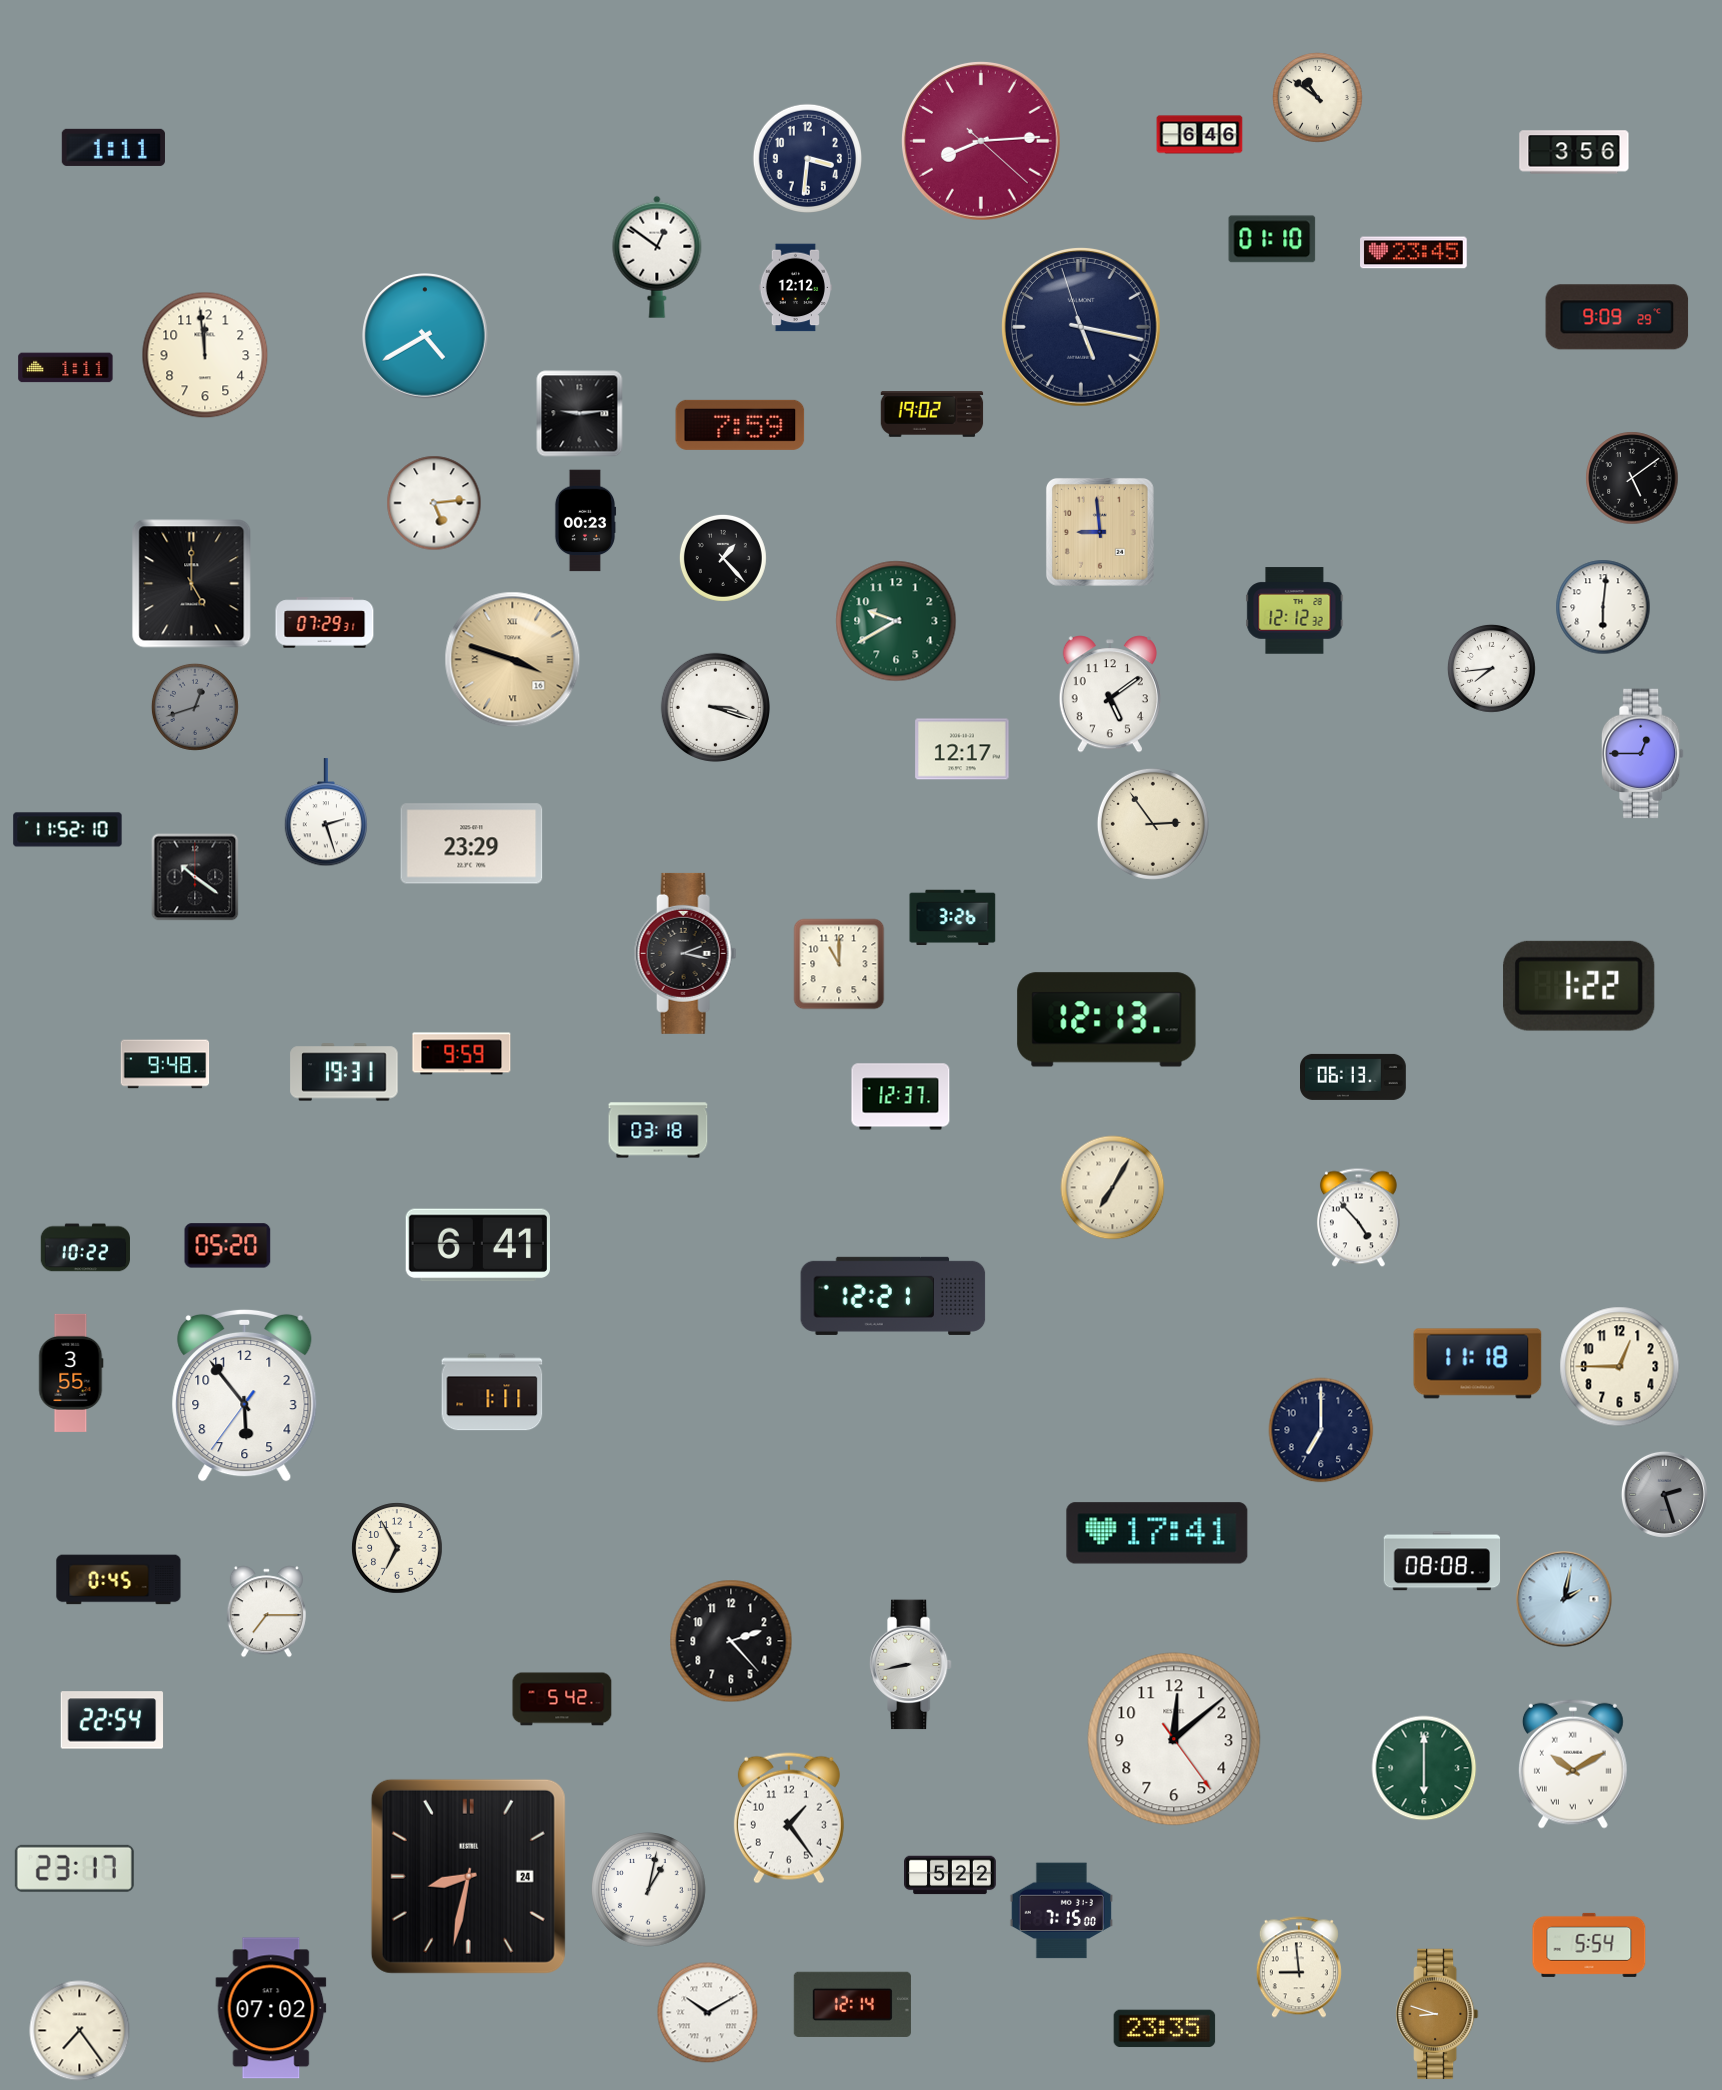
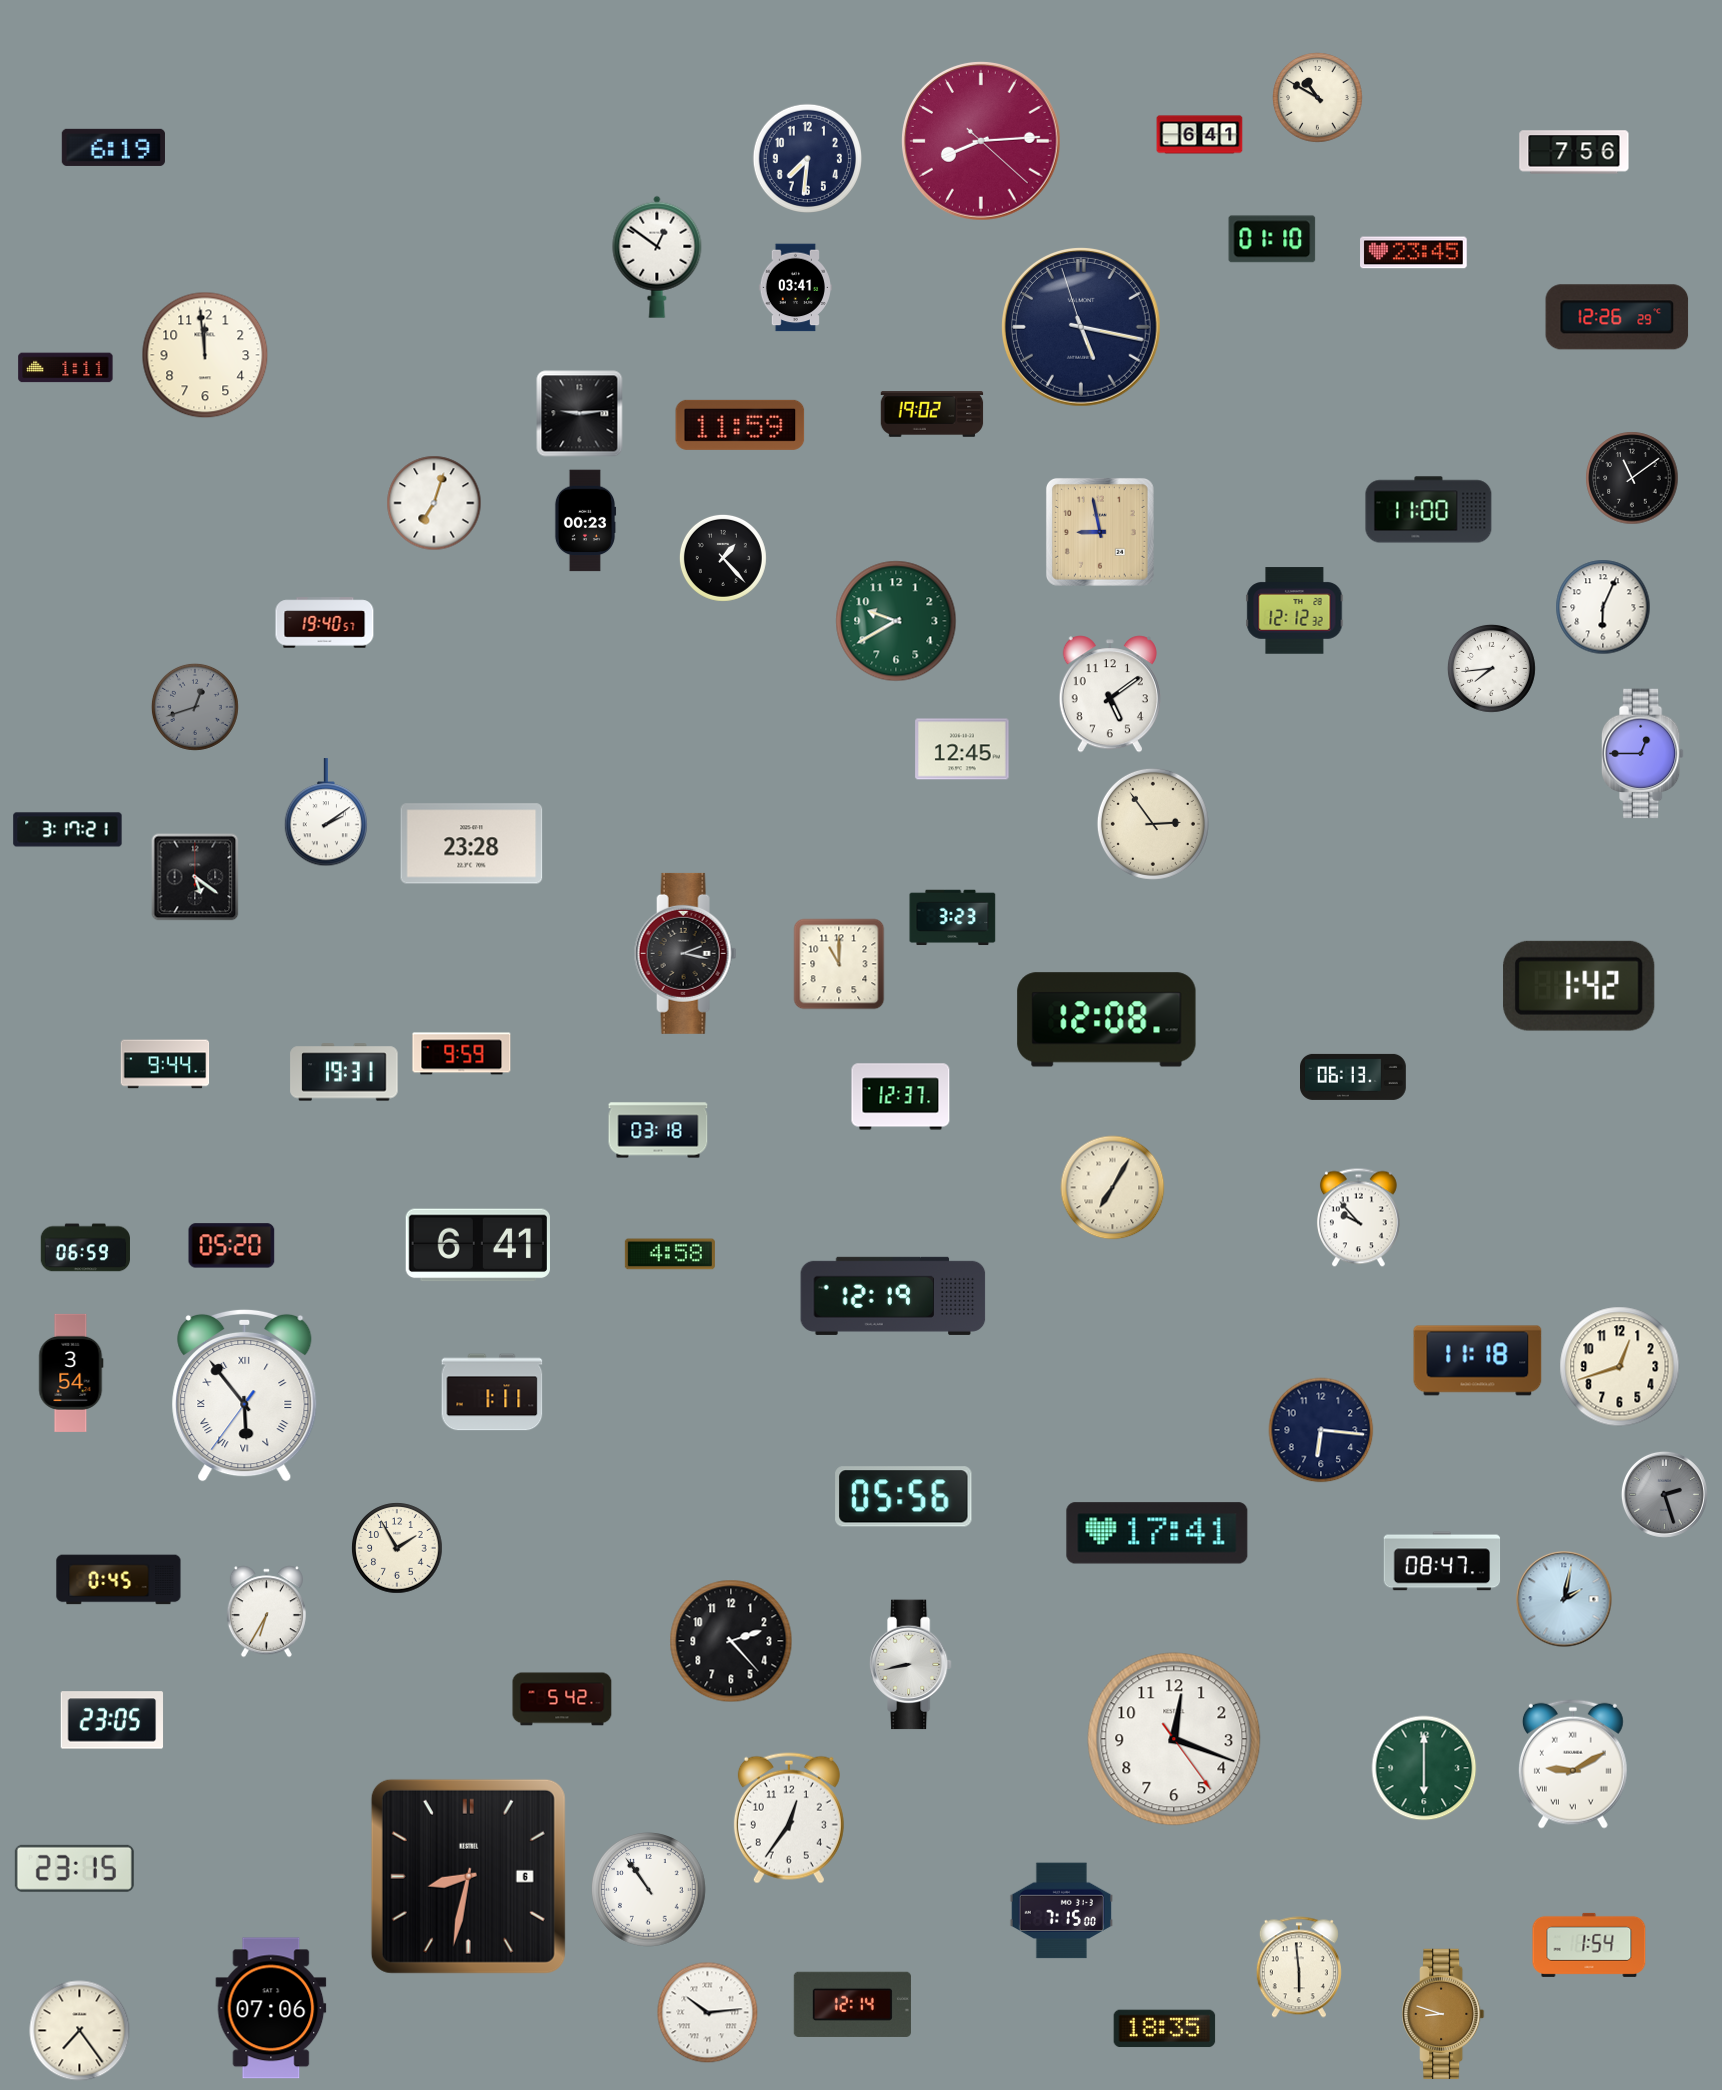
clock at (1318, 98): 10:51 -> 10:50
clock at (1200, 135): 6:46 -> 6:41
clock at (113, 147): 1:11 -> 6:19
clock at (1574, 152): 3:56 -> 7:56
clock at (807, 158): 3:31 -> 7:31
clock at (795, 288): 12:12 -> 03:41
clock at (1617, 317): 9:09 -> 12:26
clock at (425, 336): 4:40 -> none
clock at (740, 425): 7:59 -> 11:59
clock at (1632, 478): 5:09 -> 11:09
clock at (434, 503): 5:14 -> 7:03
clock at (1429, 510): none -> 11:00
clock at (1100, 532): 8:59 -> 8:58
clock at (192, 584): 5:00 -> none
clock at (1603, 607): 6:01 -> 6:04
clock at (325, 623): 07:29 -> 19:40
clock at (513, 660): 3:48 -> none
clock at (715, 707): 3:18 -> none
clock at (962, 749): 12:17 -> 12:45
clock at (326, 813): 2:27 -> 2:09
clock at (68, 830): 11:52 -> 3:17
clock at (472, 844): 23:29 -> 23:28
clock at (195, 877): 10:21 -> 5:21
clock at (953, 918): 3:26 -> 3:23
clock at (1579, 986): 1:22 -> 1:42
clock at (1107, 1020): 12:13 -> 12:08
clock at (165, 1064): 9:48 -> 9:44
clock at (1358, 1218): 4:53 -> 9:53
clock at (228, 1246) position: (228, 1246) -> (232, 1246)
clock at (85, 1248): 10:22 -> 06:59
clock at (670, 1254): none -> 4:58
clock at (893, 1296): 12:21 -> 12:19
clock at (1478, 1364) position: (1478, 1364) -> (1478, 1361)
clock at (1620, 1367): 12:45 -> 12:42
clock at (71, 1373): 3:55 -> 3:54
clock at (245, 1395) numerals: Arabic -> Roman
clock at (1321, 1430): 7:00 -> 6:16
clock at (904, 1497): none -> 05:56
clock at (397, 1548): 6:55 -> 1:55
clock at (1442, 1561): 08:08 -> 08:47
clock at (266, 1612): 7:15 -> 6:35
clock at (112, 1720): 22:54 -> 23:05
clock at (1174, 1739): 12:08 -> 12:18
clock at (1573, 1764): 10:10 -> 9:10
clock at (789, 1818): 1:24 -> 12:36
clock at (74, 1868): 23:17 -> 23:15
clock at (951, 1875): 5:22 -> none
clock at (468, 1876) date: 24 -> 6
clock at (649, 1890): 1:02 -> 10:54
clock at (1589, 1945): 5:54 -> 1:54
clock at (1299, 1967): 8:59 -> 5:59
clock at (271, 2008): 07:02 -> 07:06
clock at (708, 2013): 10:10 -> 10:14
clock at (1438, 2014) position: (1438, 2014) -> (1444, 2014)
clock at (1165, 2029): 23:35 -> 18:35
